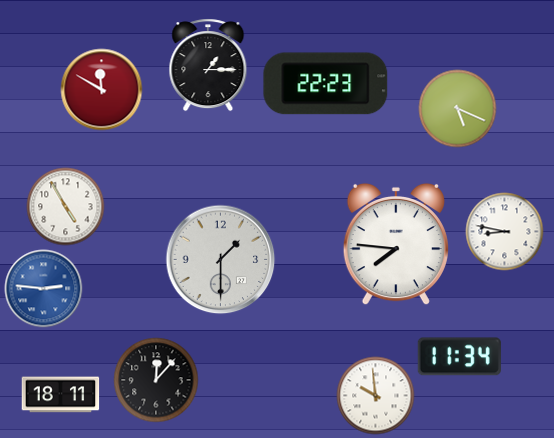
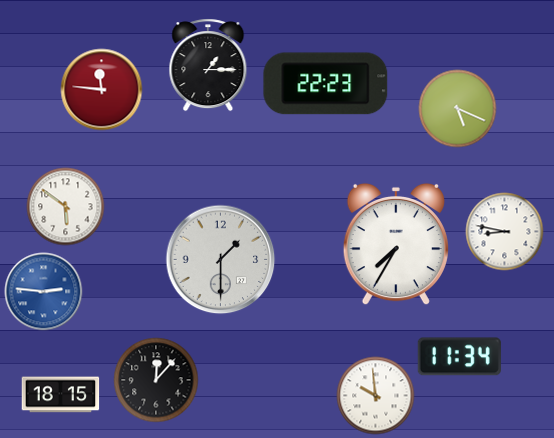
clock at (101, 89): 11:50 -> 11:46
clock at (65, 206): 4:55 -> 5:51
clock at (396, 244): 7:46 -> 7:35
clock at (43, 288) position: (43, 288) -> (43, 291)
clock at (60, 395): 18:11 -> 18:15
